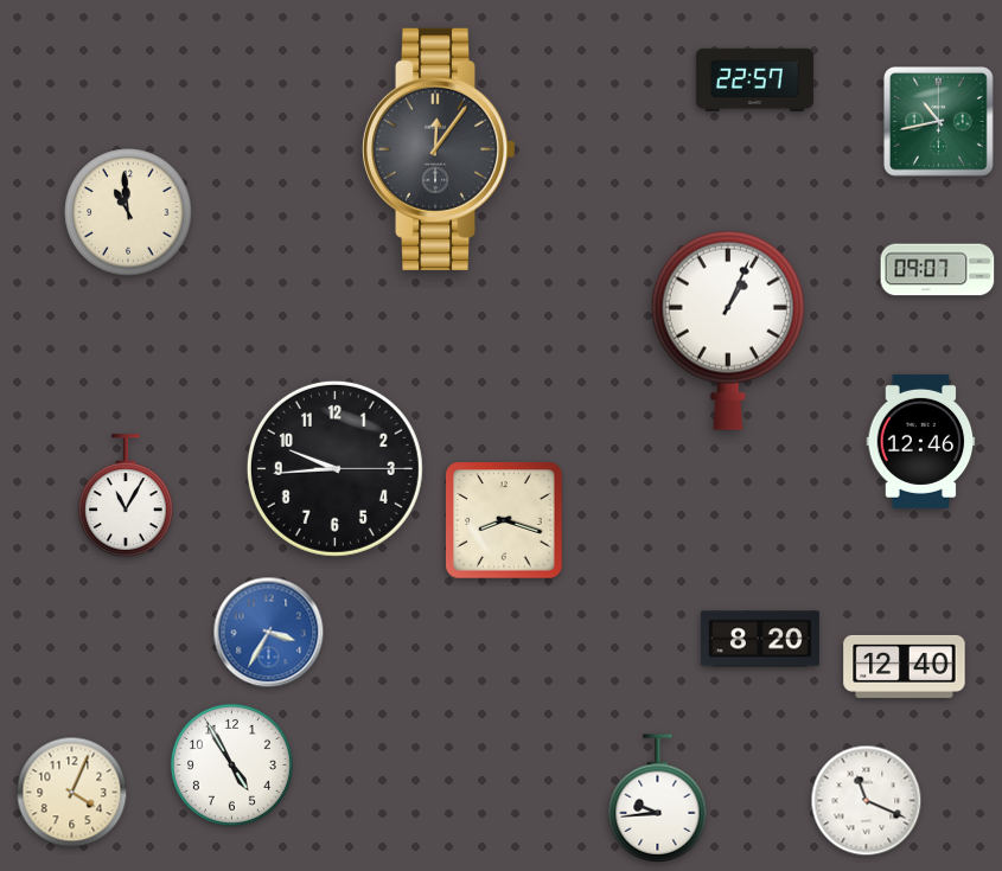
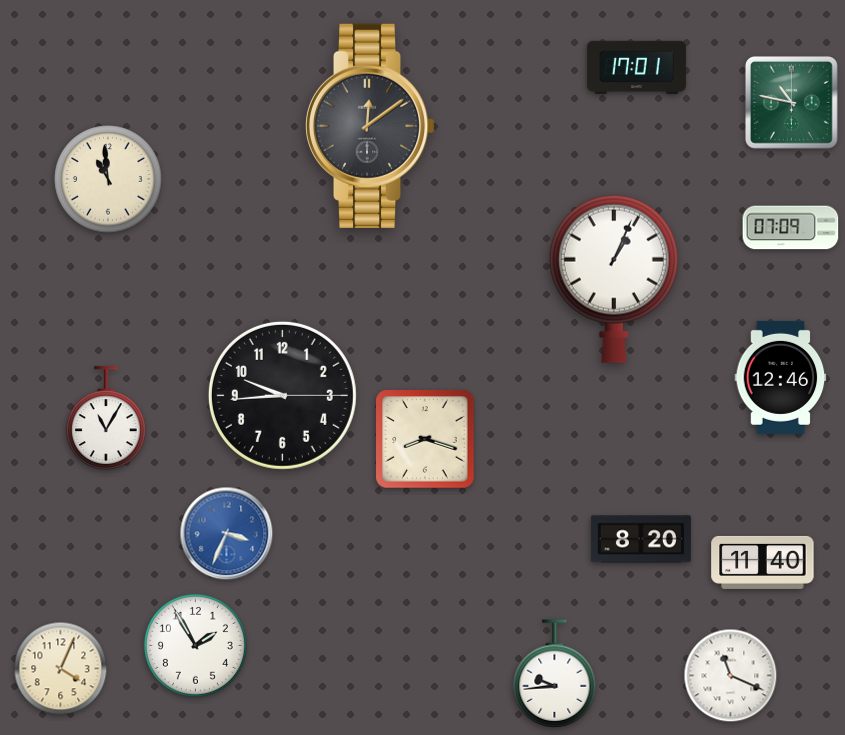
clock at (754, 81): 22:57 -> 17:01
clock at (938, 121): 10:43 -> 10:47
clock at (439, 149): 12:06 -> 12:09
clock at (938, 270): 09:07 -> 07:09
clock at (921, 441) position: (921, 441) -> (781, 377)
clock at (269, 633): 3:35 -> 3:34
clock at (905, 666): 12:40 -> 11:40
clock at (231, 764): 4:55 -> 1:55
